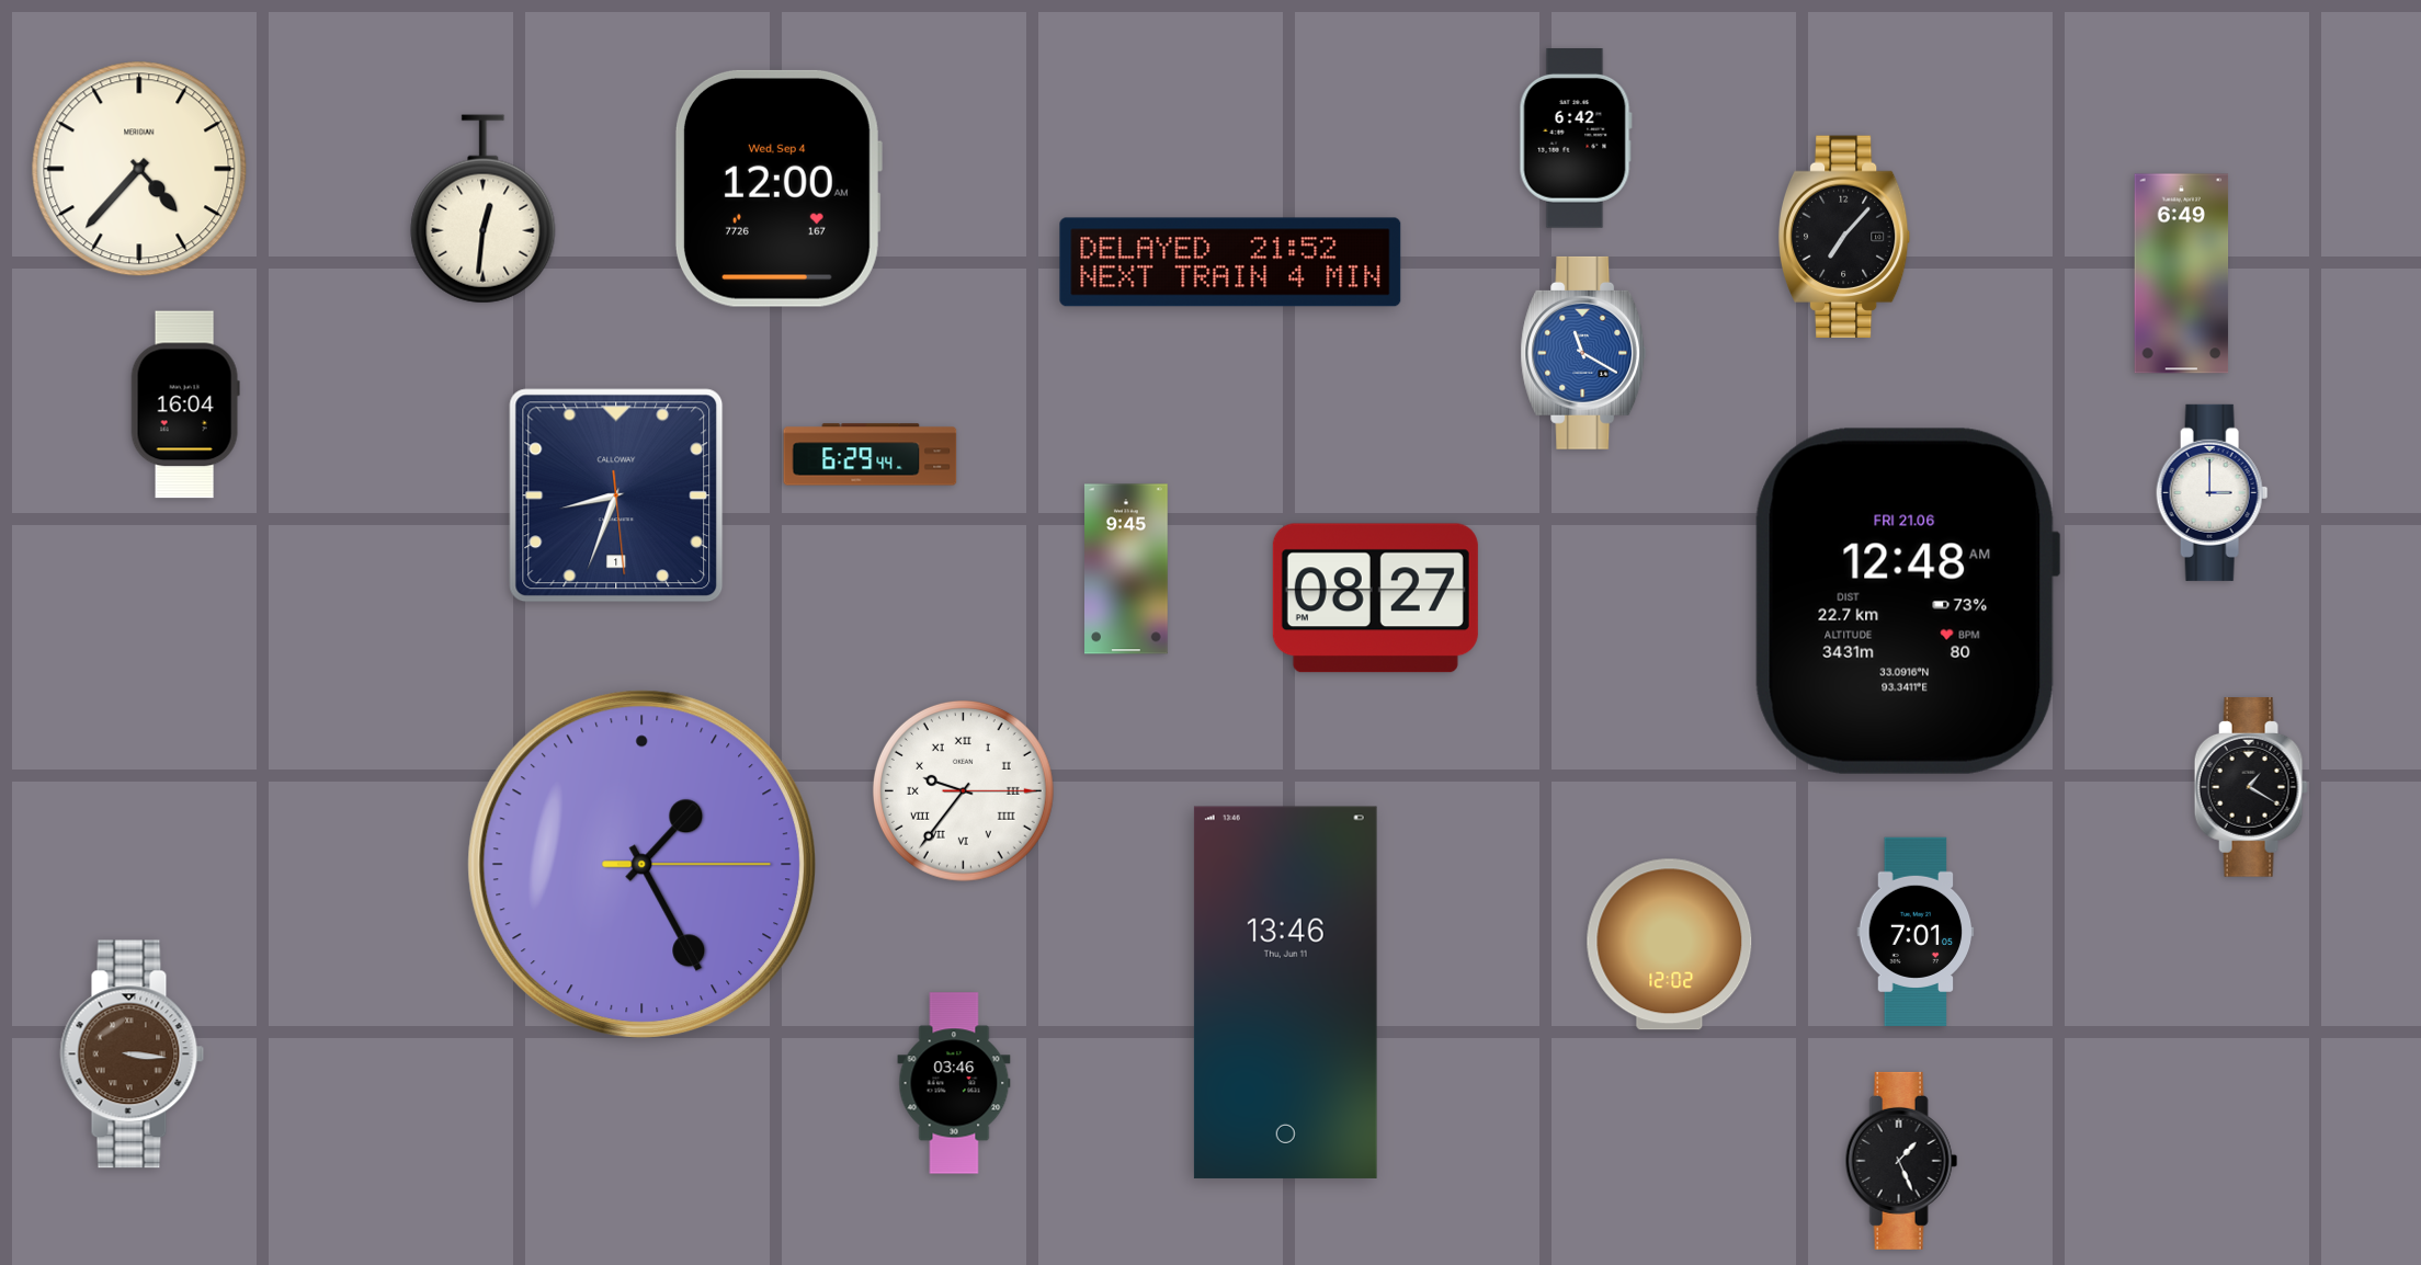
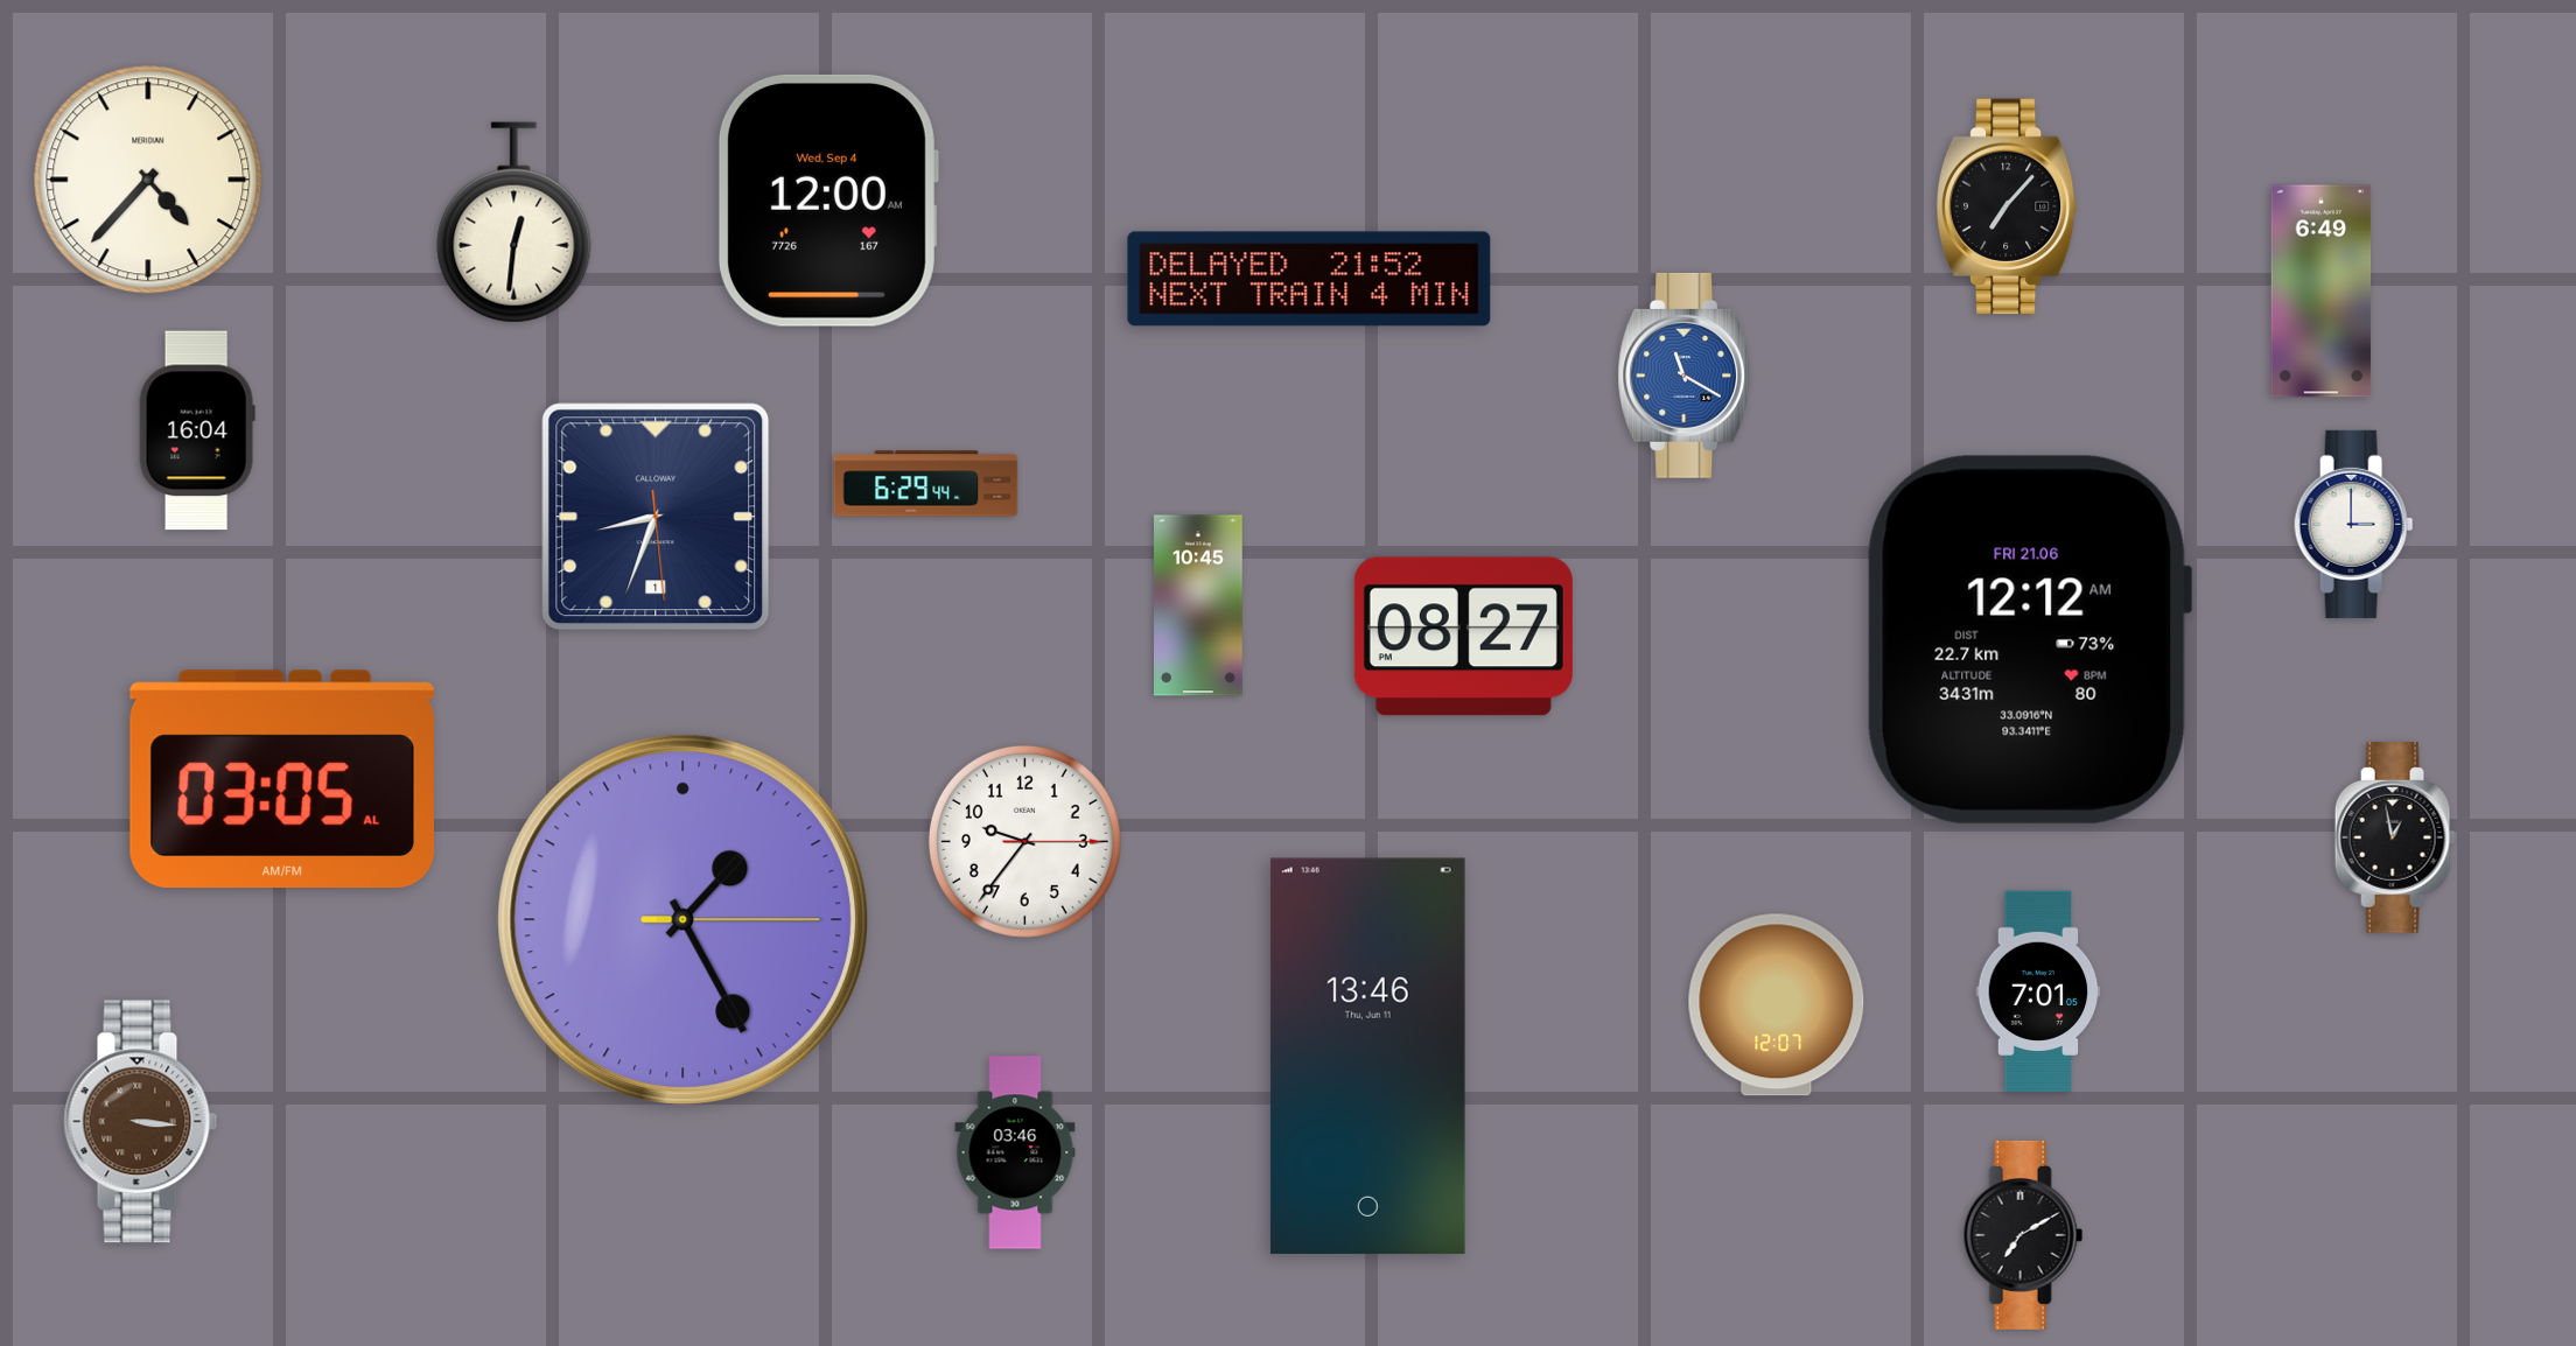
clock at (1576, 139): 6:42 -> none
clock at (1844, 237) position: (1844, 237) -> (2007, 206)
clock at (616, 495) position: (616, 495) -> (656, 517)
clock at (1127, 569): 9:45 -> 10:45
clock at (1907, 601): 12:48 -> 12:12
clock at (282, 779): none -> 03:05
clock at (2251, 787): 1:20 -> 12:58
clock at (963, 790) numerals: Roman -> Arabic
clock at (1670, 945): 12:02 -> 12:07
clock at (1901, 1161): 1:26 -> 7:10
